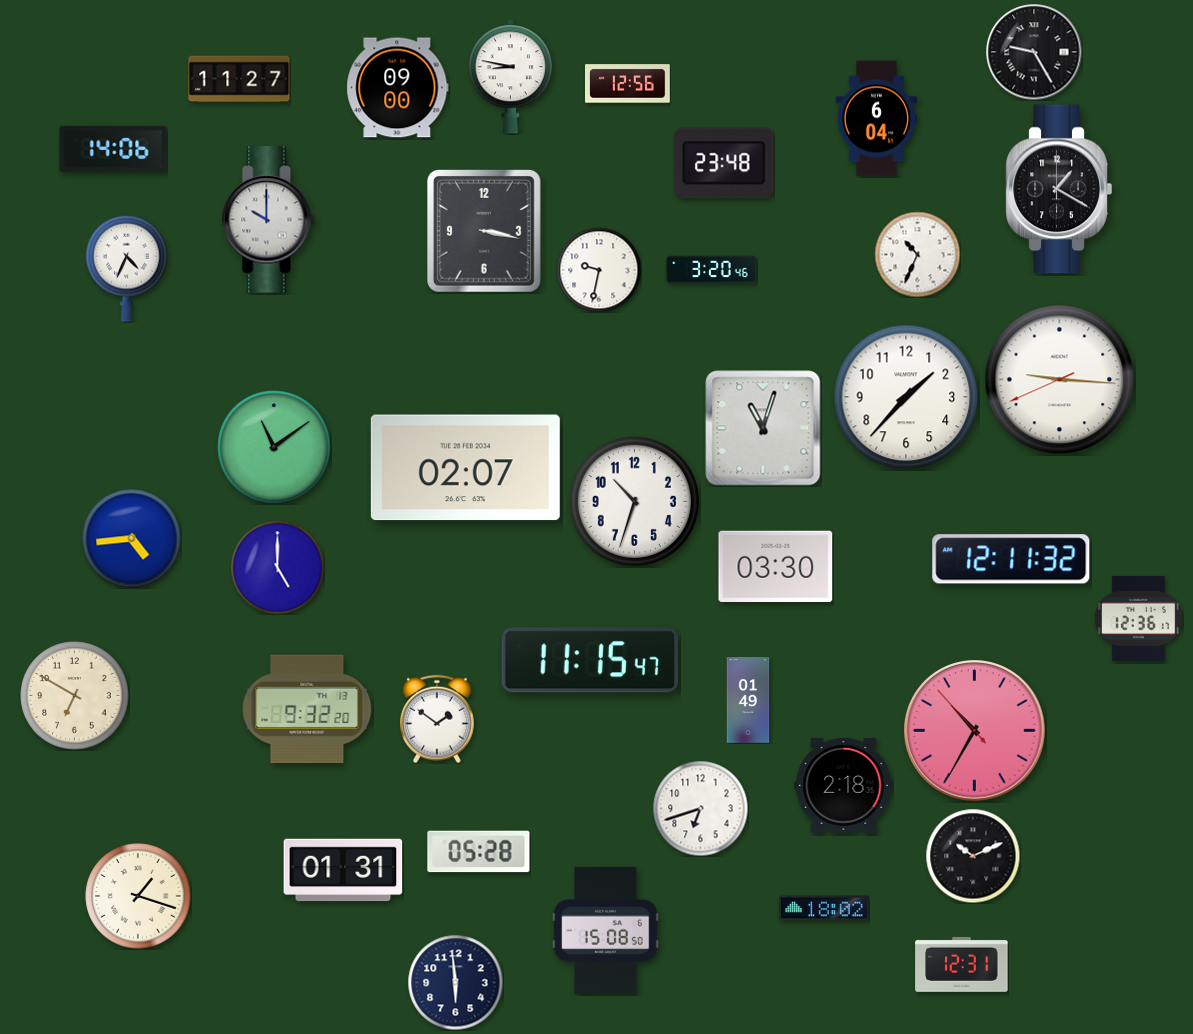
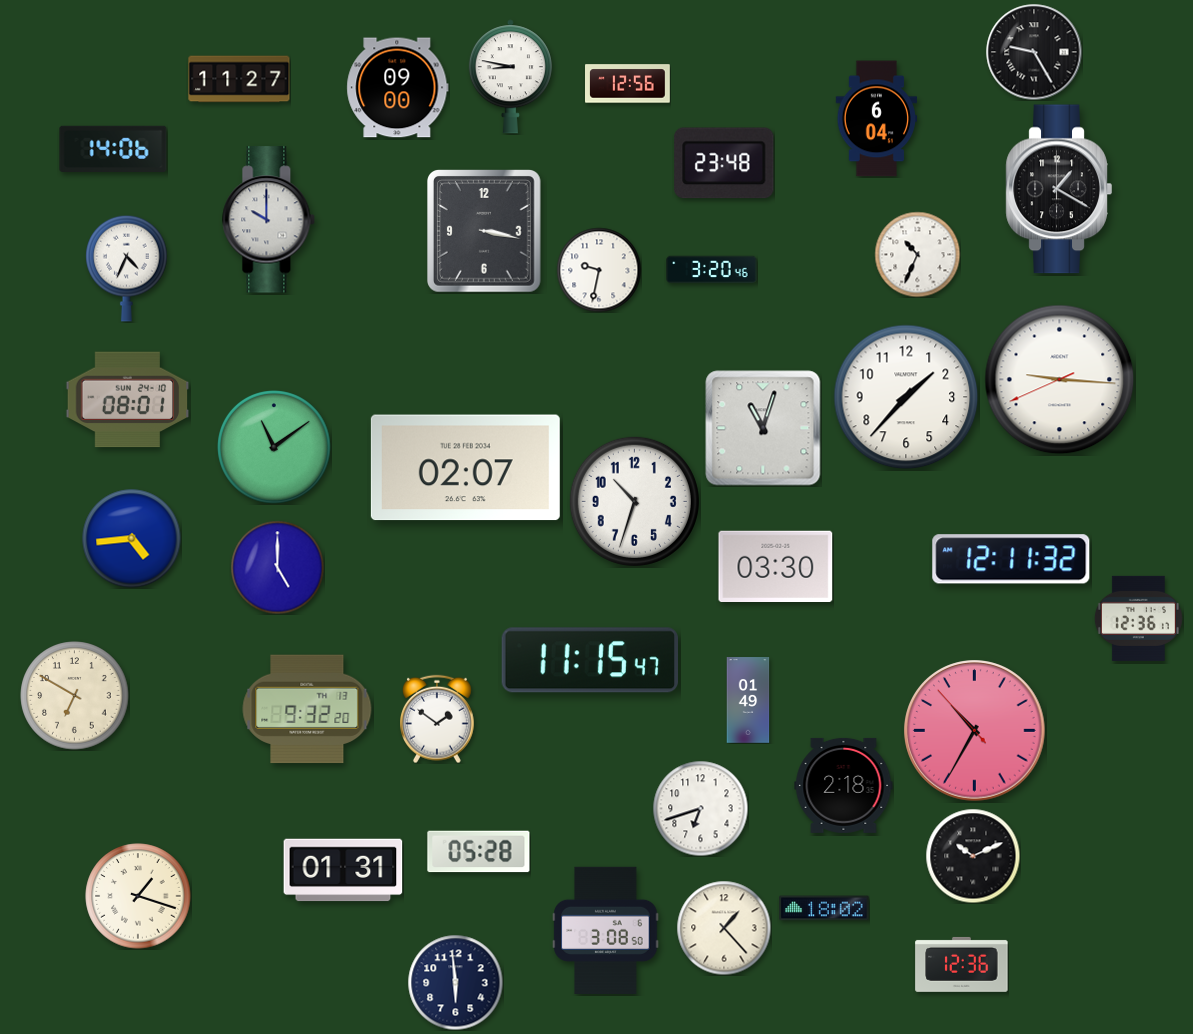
clock at (128, 400): none -> 08:01
clock at (724, 928): none -> 1:23
clock at (606, 930): 15:08 -> 3:08
clock at (962, 964): 12:31 -> 12:36
